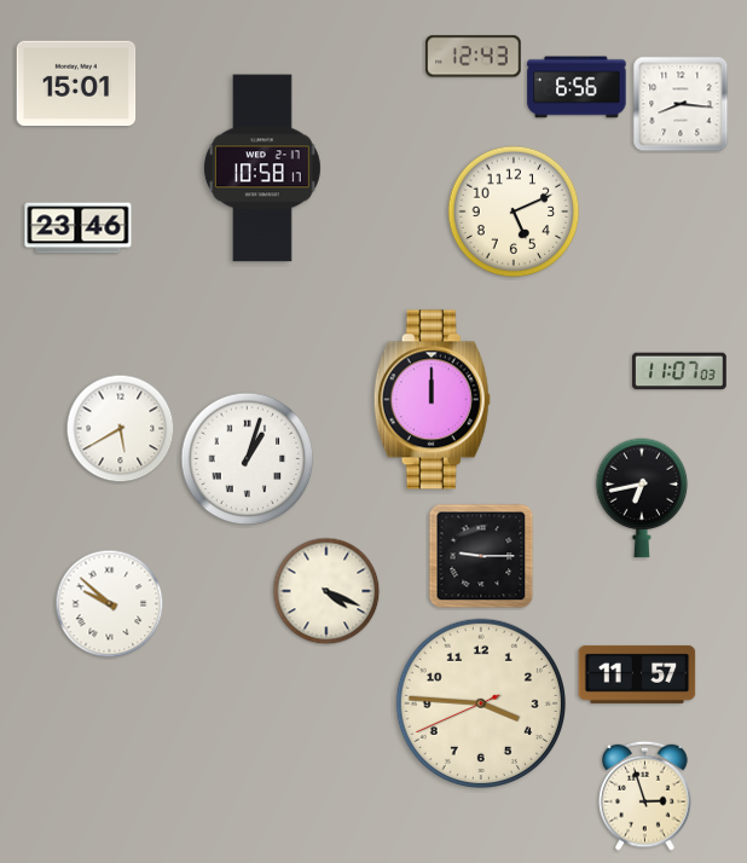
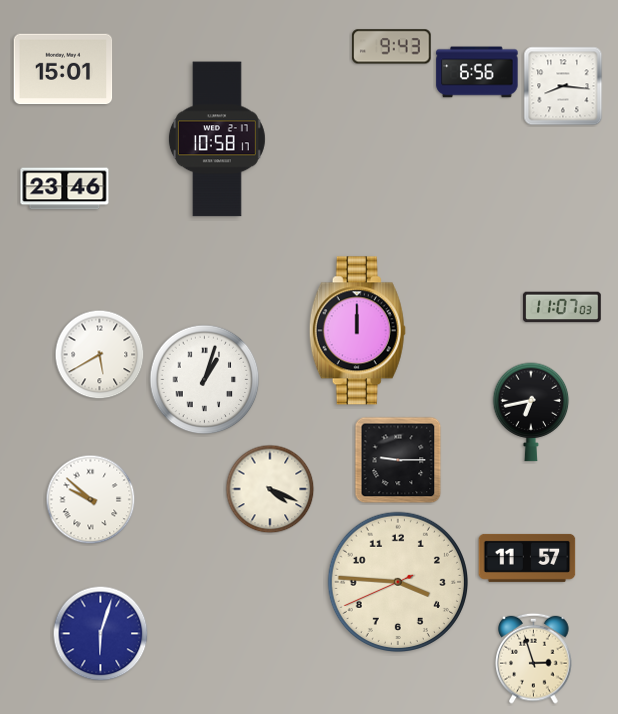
clock at (474, 57): 12:43 -> 9:43
clock at (514, 212): 5:11 -> none
clock at (101, 634): none -> 6:03
